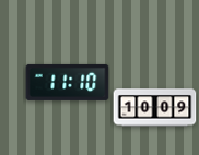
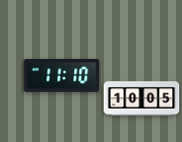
clock at (155, 108): 10:09 -> 10:05
